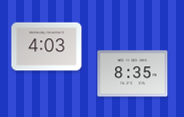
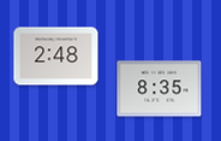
clock at (47, 47): 4:03 -> 2:48
